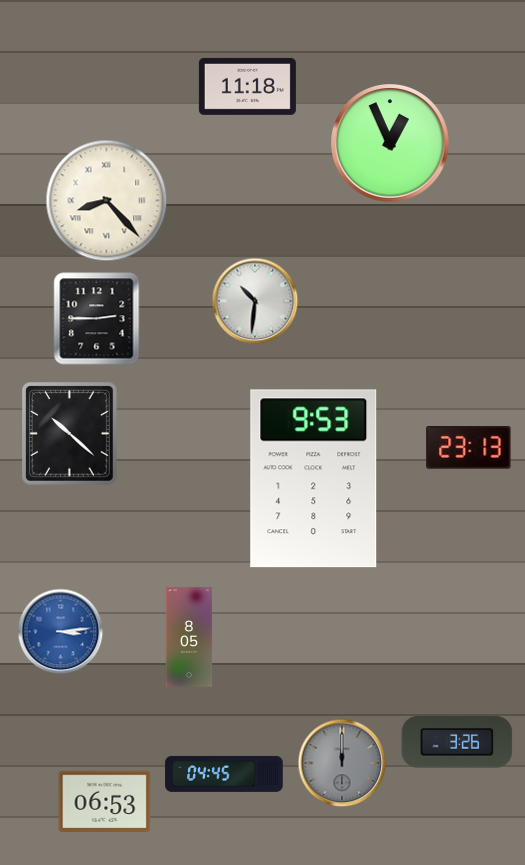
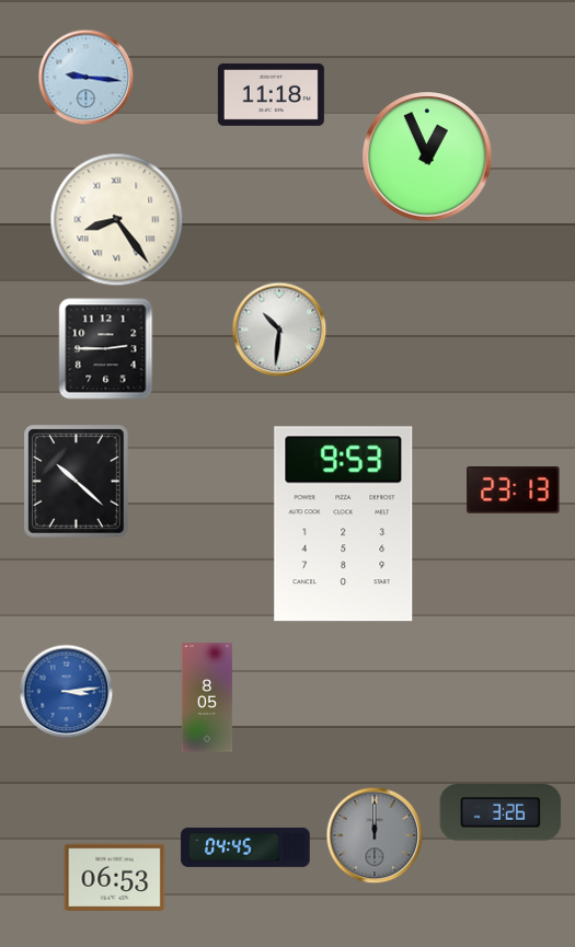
clock at (87, 78): none -> 9:16
clock at (107, 201): 8:23 -> 8:24
clock at (70, 434) position: (70, 434) -> (77, 482)
